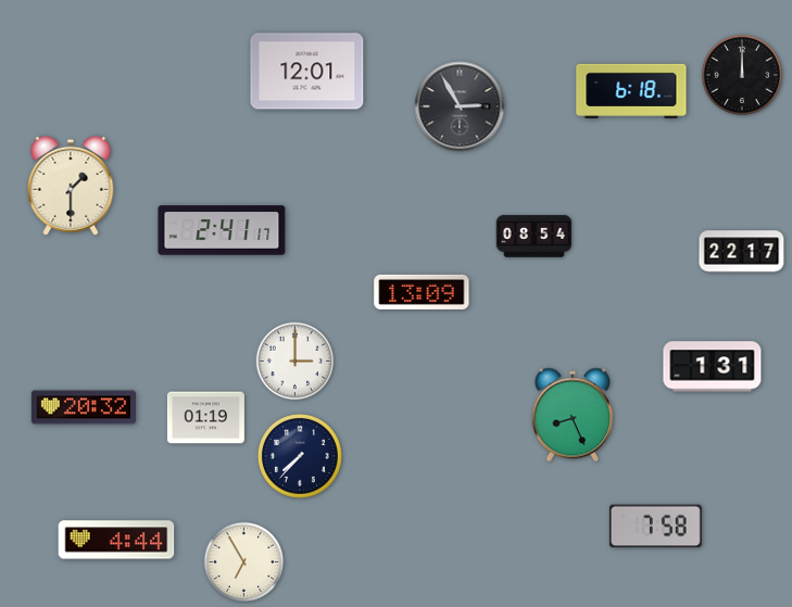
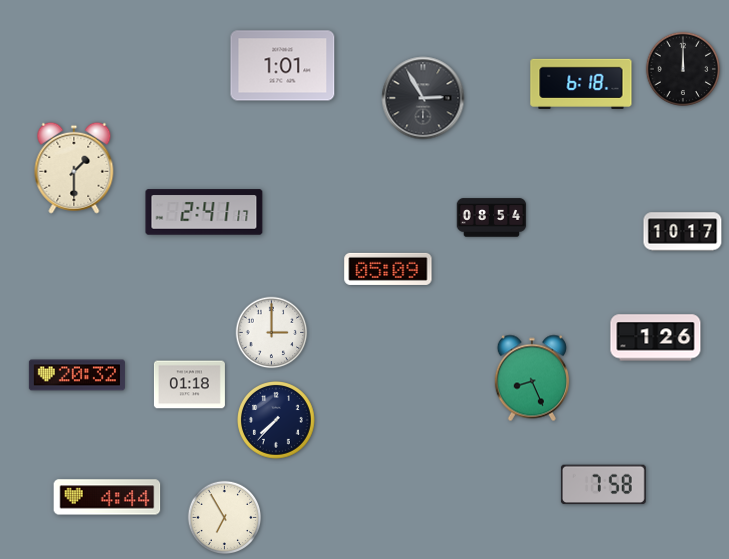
clock at (307, 72): 12:01 -> 1:01
clock at (71, 186) position: (71, 186) -> (74, 168)
clock at (742, 252): 22:17 -> 10:17
clock at (422, 292): 13:09 -> 05:09
clock at (713, 367): 1:31 -> 1:26
clock at (573, 415) position: (573, 415) -> (532, 378)
clock at (205, 418): 01:19 -> 01:18
